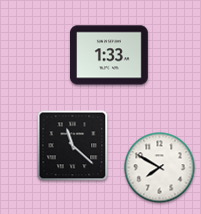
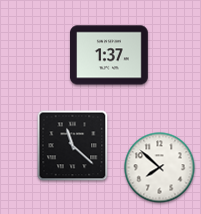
clock at (110, 55): 1:33 -> 1:37
clock at (160, 168): 7:50 -> 7:52
